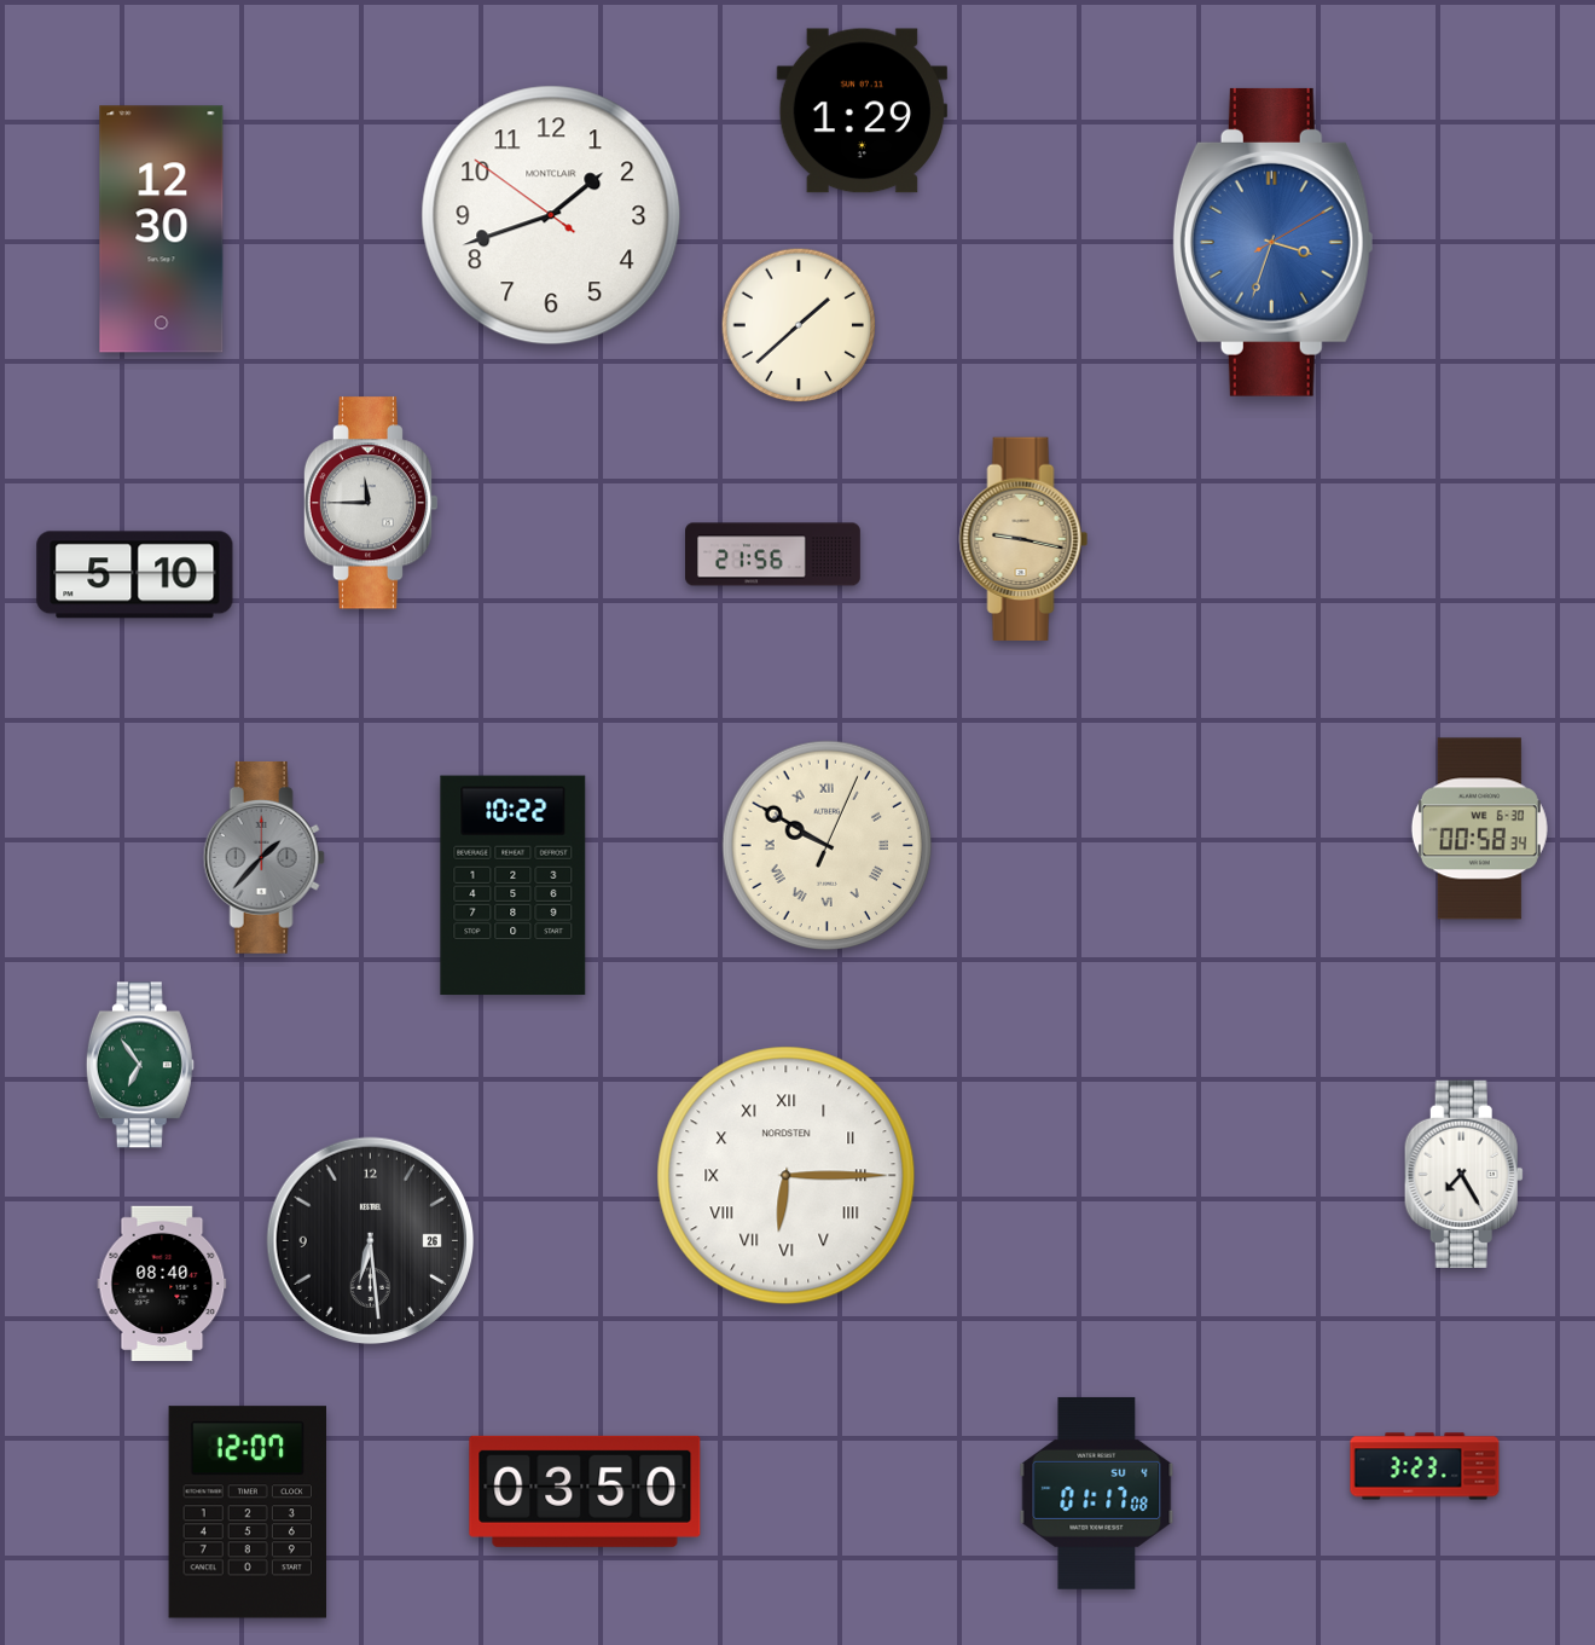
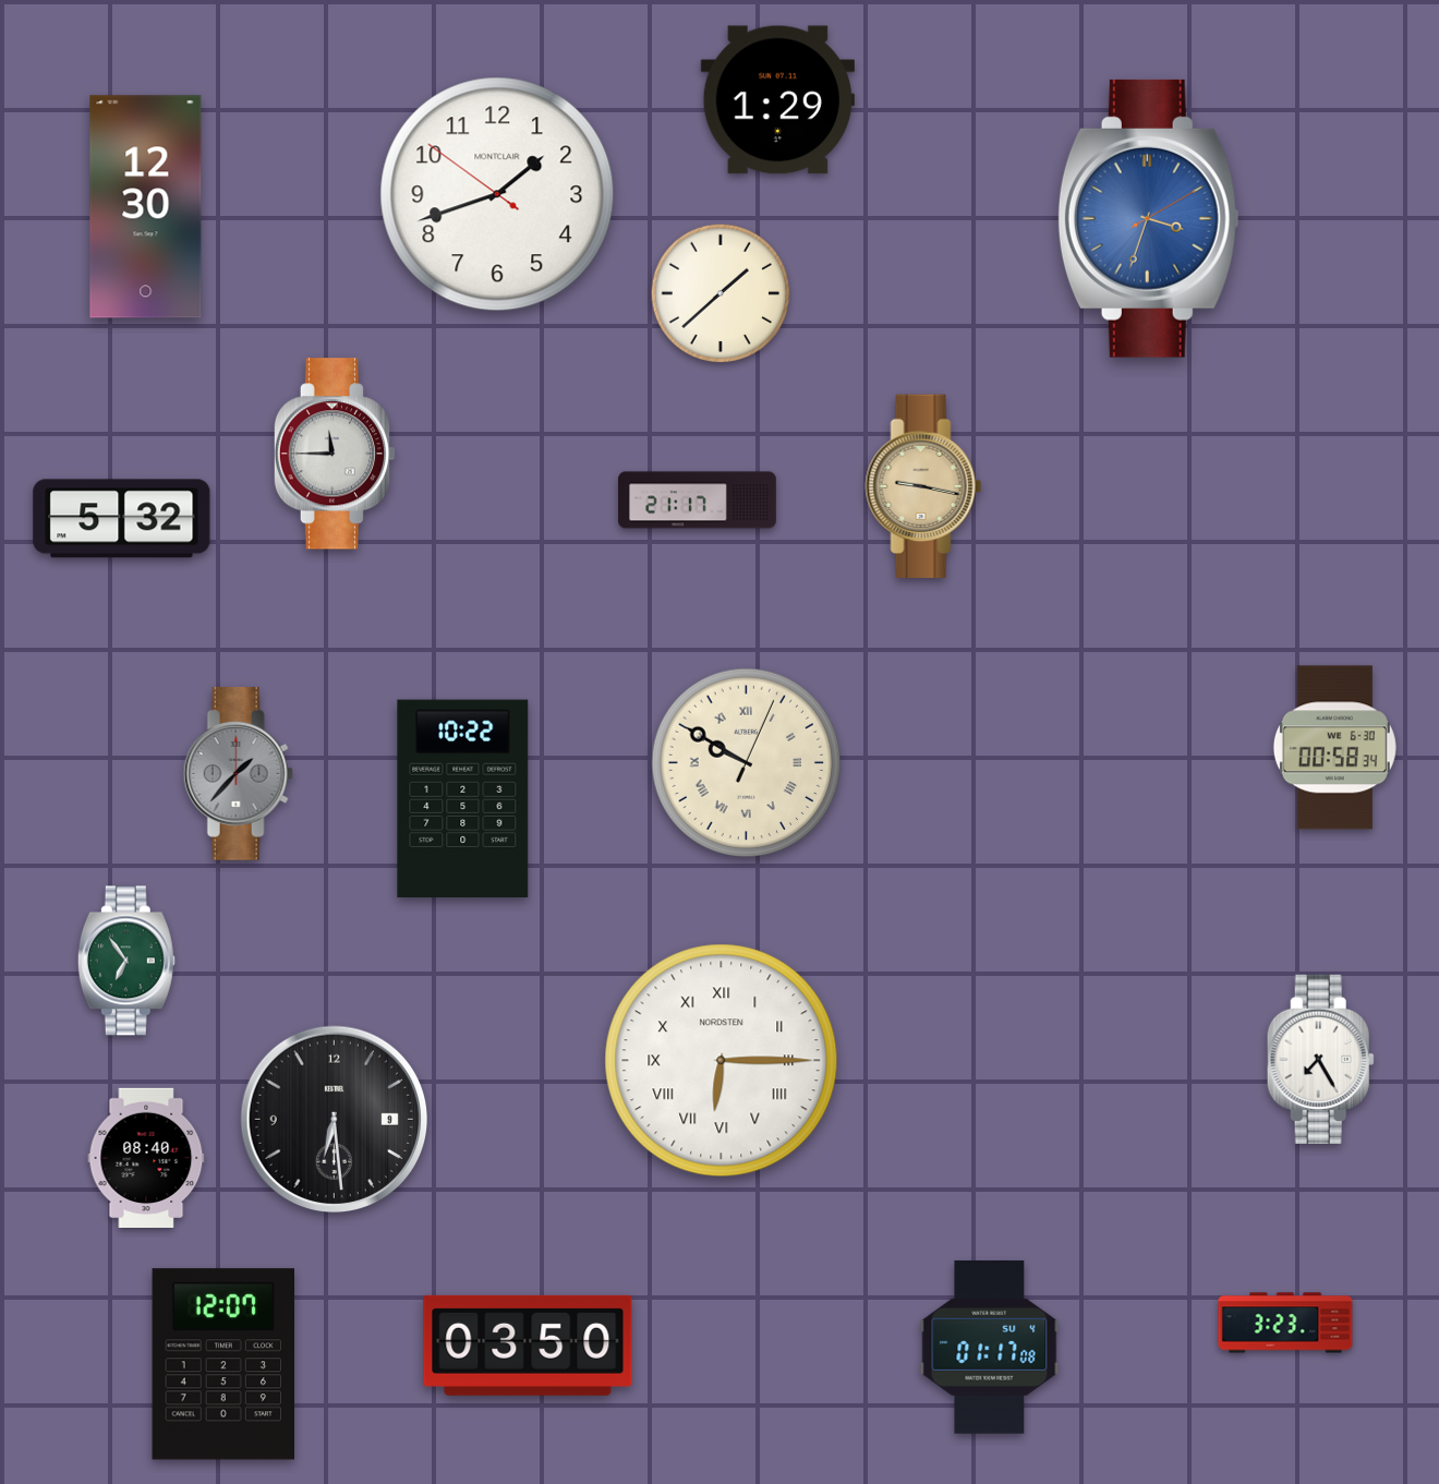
clock at (773, 555): 21:56 -> 21:17
clock at (135, 575): 5:10 -> 5:32
clock at (787, 1176) position: (787, 1176) -> (722, 1061)
clock at (371, 1241) date: 26 -> 9
